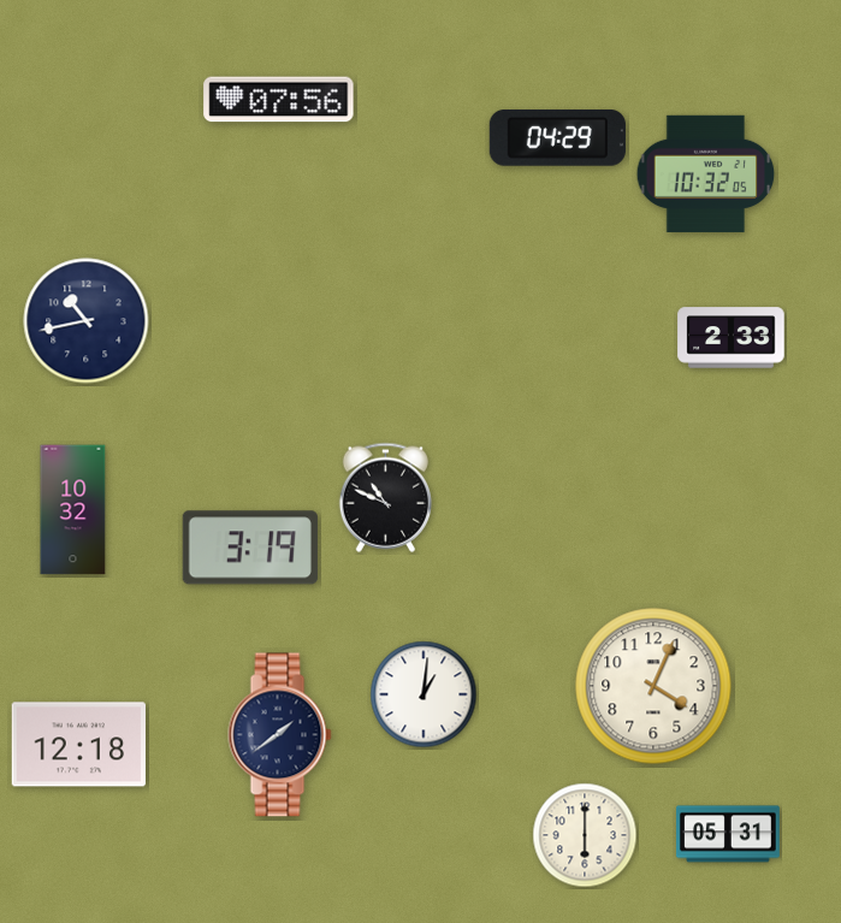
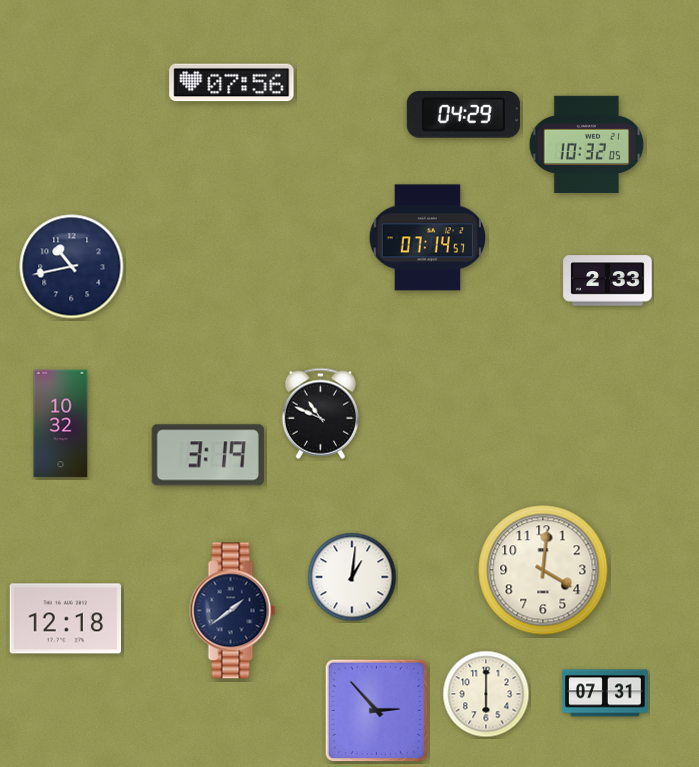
clock at (428, 238): none -> 07:14
clock at (653, 686): 4:04 -> 4:01
clock at (728, 834): 05:31 -> 07:31
clock at (377, 711): none -> 2:53
